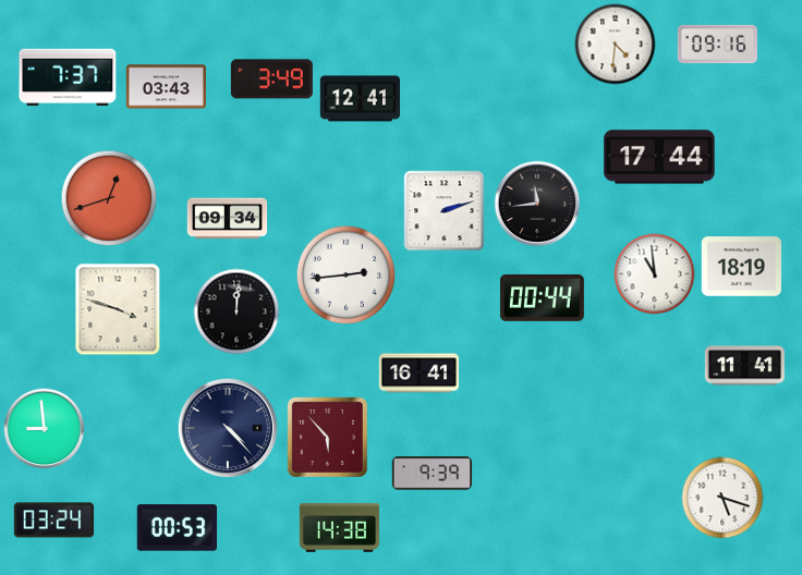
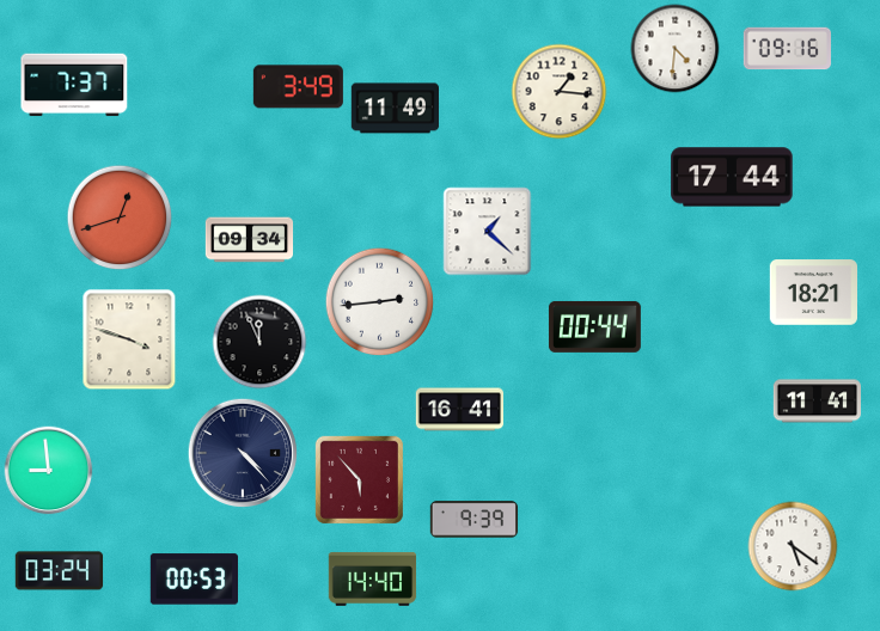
clock at (560, 92): none -> 1:16
clock at (167, 87): 03:43 -> none
clock at (361, 99): 12:41 -> 11:49
clock at (659, 157) position: (659, 157) -> (732, 177)
clock at (537, 204): 11:44 -> none
clock at (445, 211): 2:12 -> 1:22
clock at (741, 267): 18:19 -> 18:21
clock at (655, 274): 10:59 -> none
clock at (236, 311): 12:01 -> 11:56
clock at (228, 428) position: (228, 428) -> (243, 453)
clock at (722, 498): 5:18 -> 5:21
clock at (340, 527): 14:38 -> 14:40
